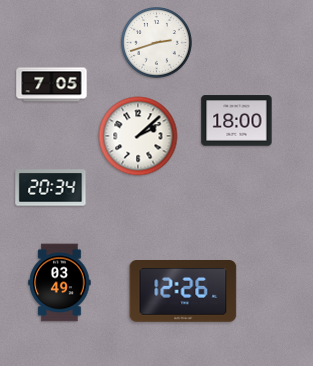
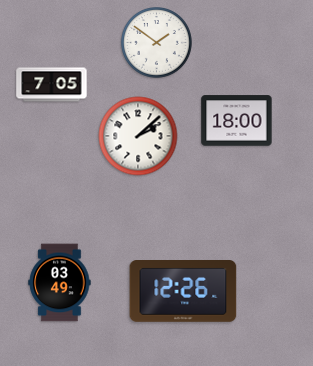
clock at (157, 43): 2:42 -> 1:51
clock at (51, 188): 20:34 -> none
